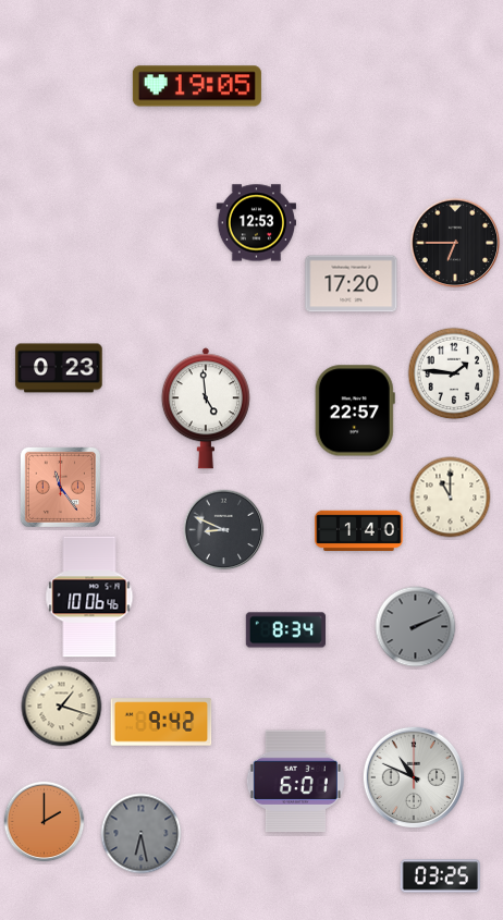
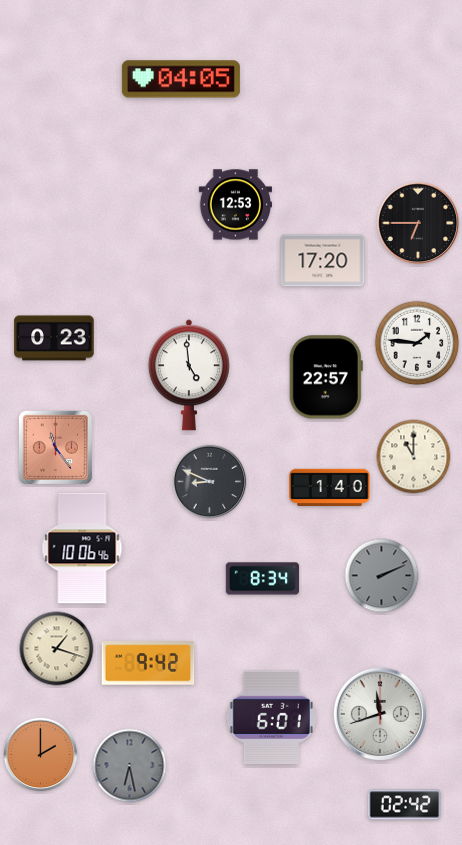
clock at (197, 86): 19:05 -> 04:05
clock at (224, 530) position: (224, 530) -> (210, 482)
clock at (414, 777): 10:49 -> 11:42
clock at (440, 876): 03:25 -> 02:42
